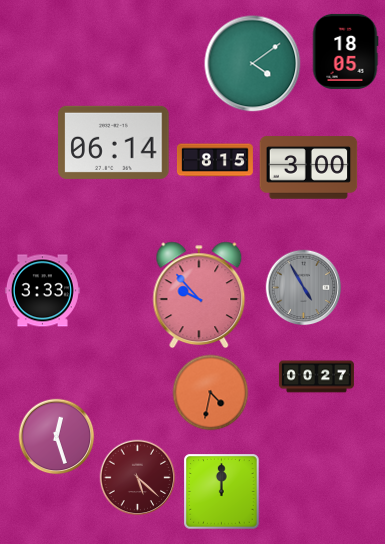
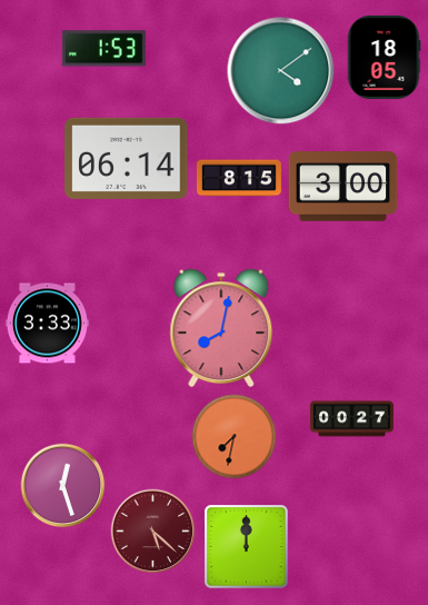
clock at (103, 49): none -> 1:53
clock at (304, 288): 4:55 -> none
clock at (199, 295): 9:53 -> 8:02
clock at (211, 393): 4:32 -> 7:32
